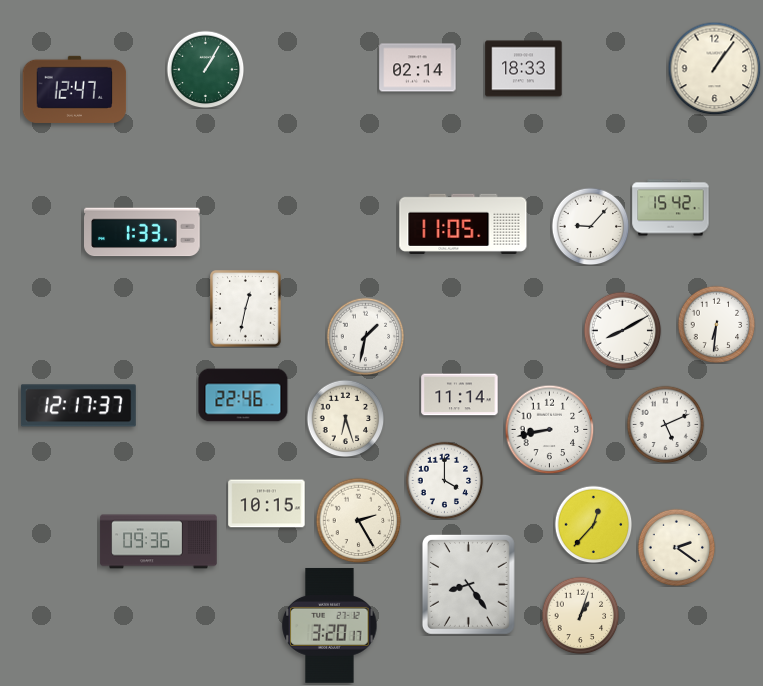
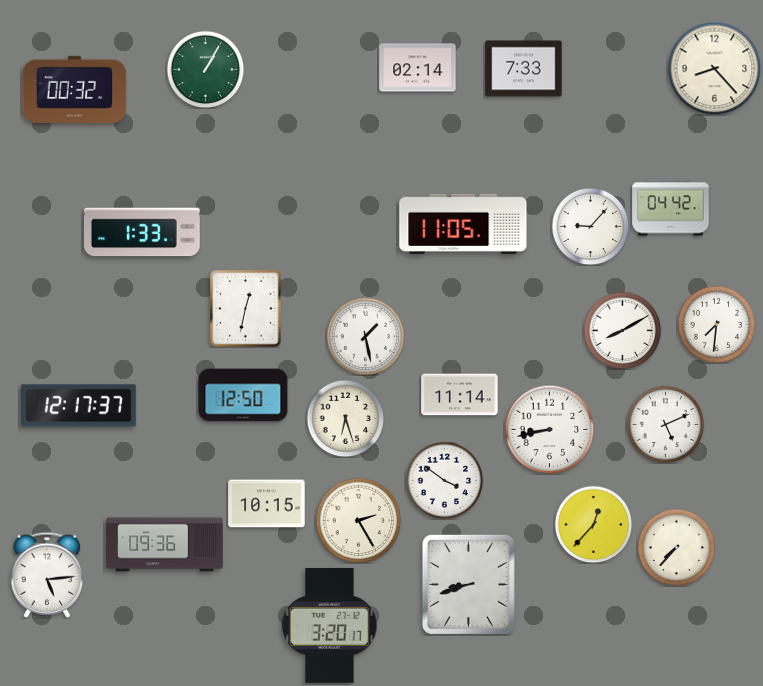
clock at (714, 68): 1:06 -> 8:23
clock at (524, 69): 18:33 -> 7:33
clock at (75, 89): 12:47 -> 00:32
clock at (671, 208): 15:42 -> 04:42
clock at (716, 324): 6:31 -> 7:31
clock at (365, 336): 1:32 -> 1:28
clock at (243, 395): 22:46 -> 12:50
clock at (444, 480): 4:00 -> 3:51
clock at (159, 542) position: (159, 542) -> (165, 545)
clock at (676, 547): 2:21 -> 7:37
clock at (47, 575): none -> 5:14
clock at (468, 584): 8:24 -> 8:42
clock at (580, 615): 1:03 -> none
